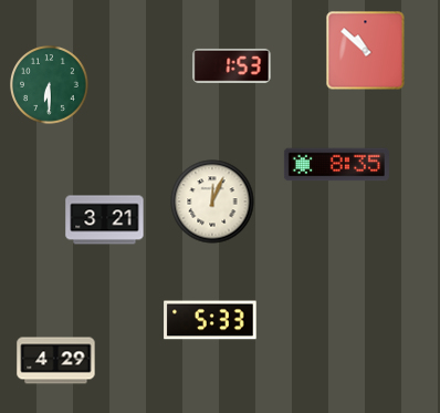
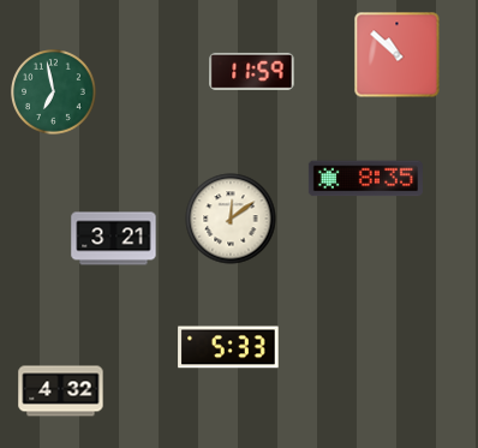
clock at (232, 65): 1:53 -> 11:59
clock at (50, 85): 6:30 -> 6:58
clock at (212, 202): 12:04 -> 12:09
clock at (56, 361): 4:29 -> 4:32
